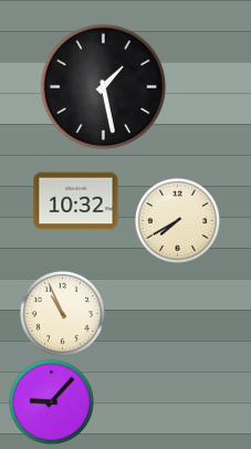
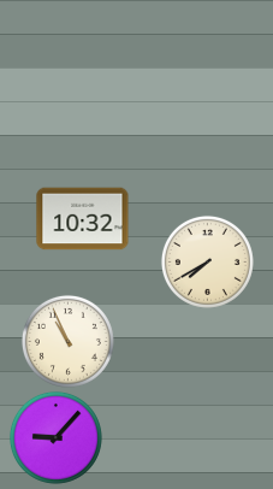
clock at (104, 87): 1:28 -> none
clock at (177, 220) position: (177, 220) -> (207, 261)
